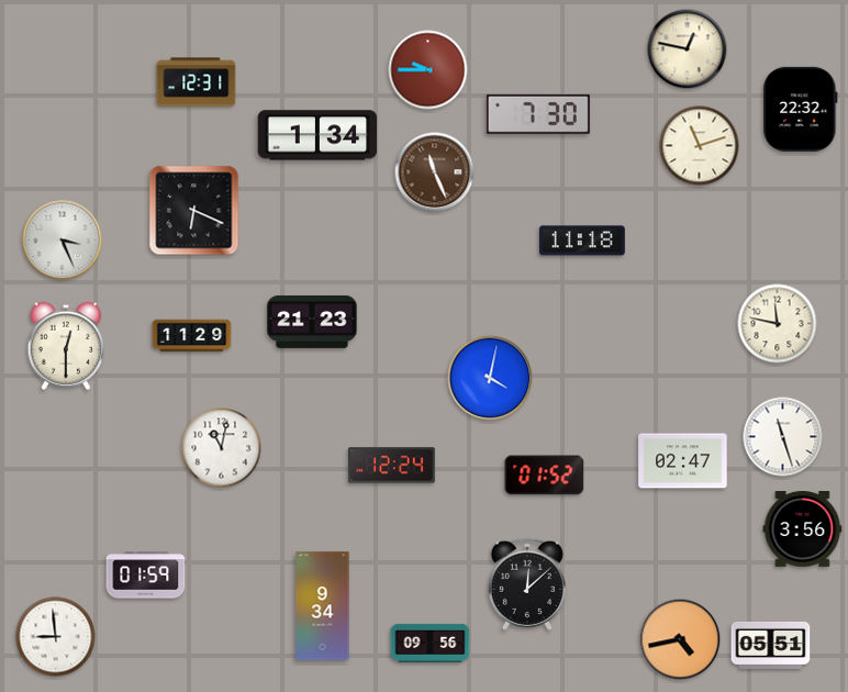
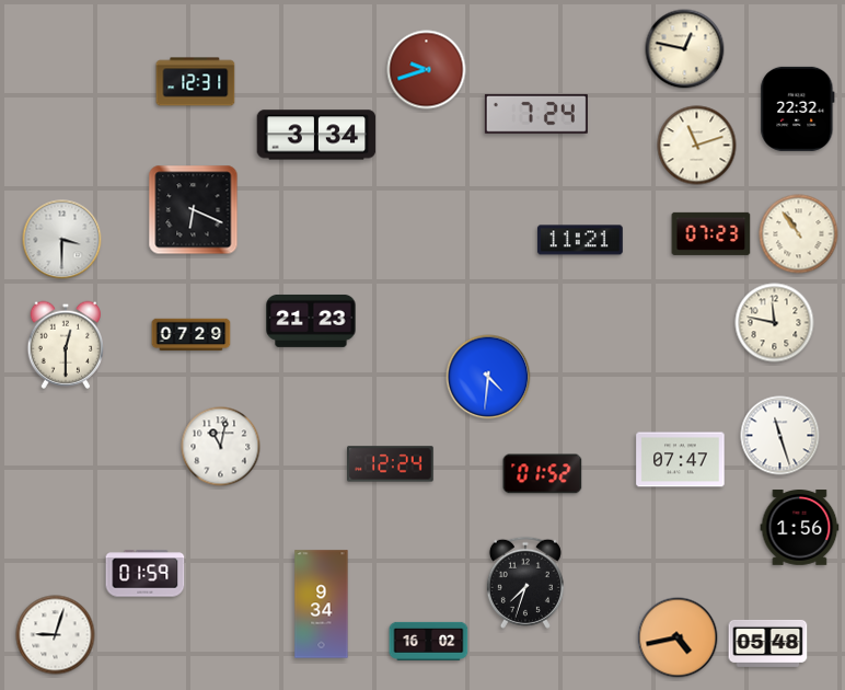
clock at (428, 70): 9:45 -> 9:42
clock at (538, 114): 7:30 -> 7:24
clock at (317, 135): 1:34 -> 3:34
clock at (435, 172): 11:26 -> none
clock at (711, 233): none -> 07:23
clock at (799, 234): none -> 10:54
clock at (63, 241): 3:26 -> 3:30
clock at (582, 241): 11:18 -> 11:21
clock at (192, 336): 11:29 -> 07:29
clock at (490, 378): 4:02 -> 4:31
clock at (683, 461): 02:47 -> 07:47
clock at (803, 529): 3:56 -> 1:56
clock at (527, 584): 12:08 -> 7:33
clock at (56, 637): 8:59 -> 9:03
clock at (431, 643): 09:56 -> 16:02
clock at (771, 645): 05:51 -> 05:48
